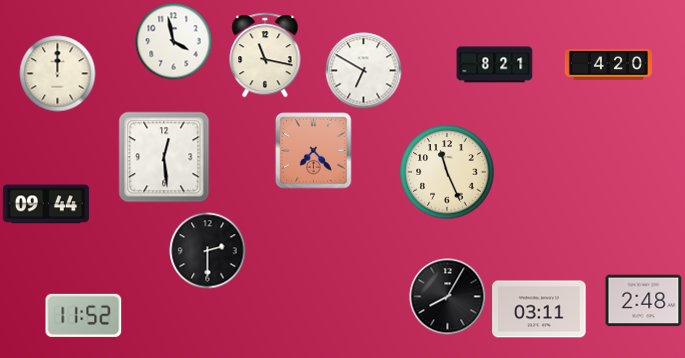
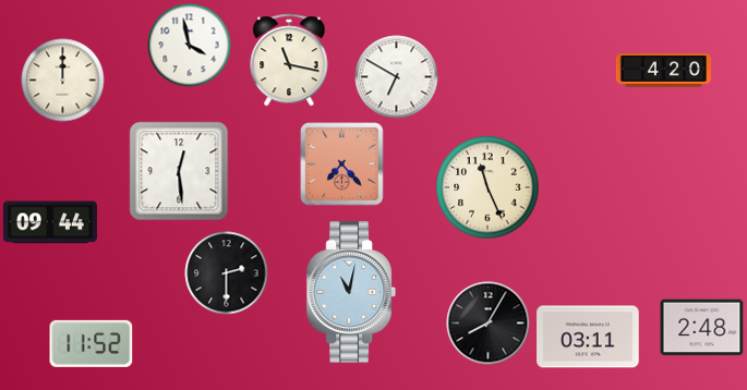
clock at (495, 65): 8:21 -> none
clock at (351, 292): none -> 11:02
